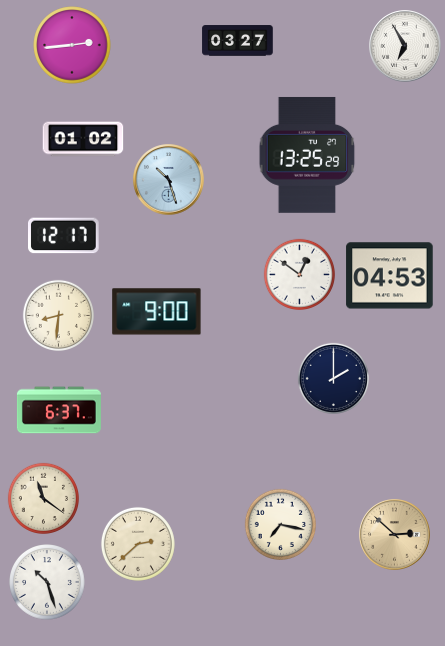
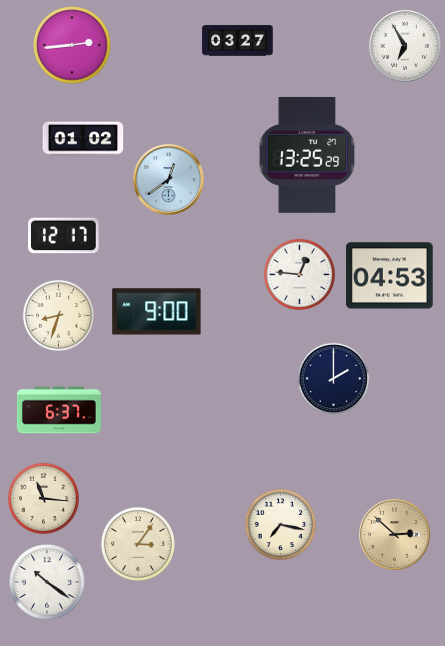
clock at (169, 180): 10:27 -> 12:39
clock at (299, 274): 12:51 -> 12:46
clock at (58, 315): 8:31 -> 8:33
clock at (43, 498): 11:21 -> 11:16
clock at (138, 544): 2:38 -> 3:06
clock at (48, 583): 10:27 -> 10:21
